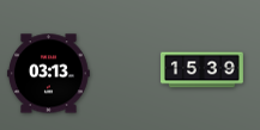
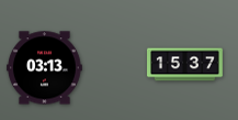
clock at (202, 70): 15:39 -> 15:37
